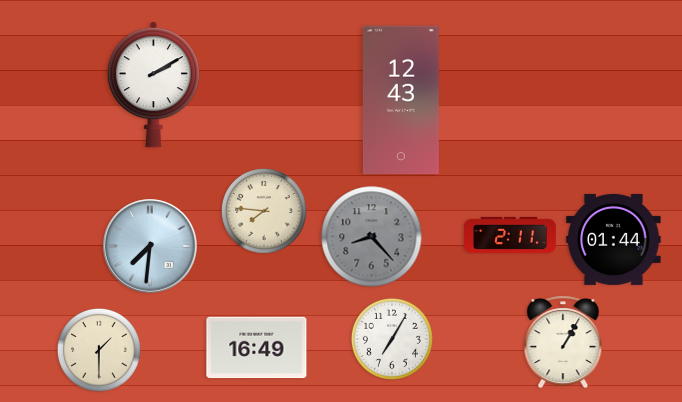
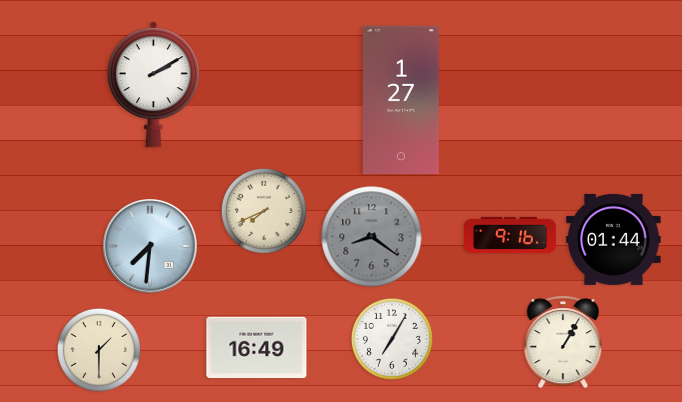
clock at (401, 100): 12:43 -> 1:27
clock at (264, 211): 7:46 -> 7:41
clock at (510, 235): 2:11 -> 9:16
clock at (372, 237): 8:23 -> 8:21
